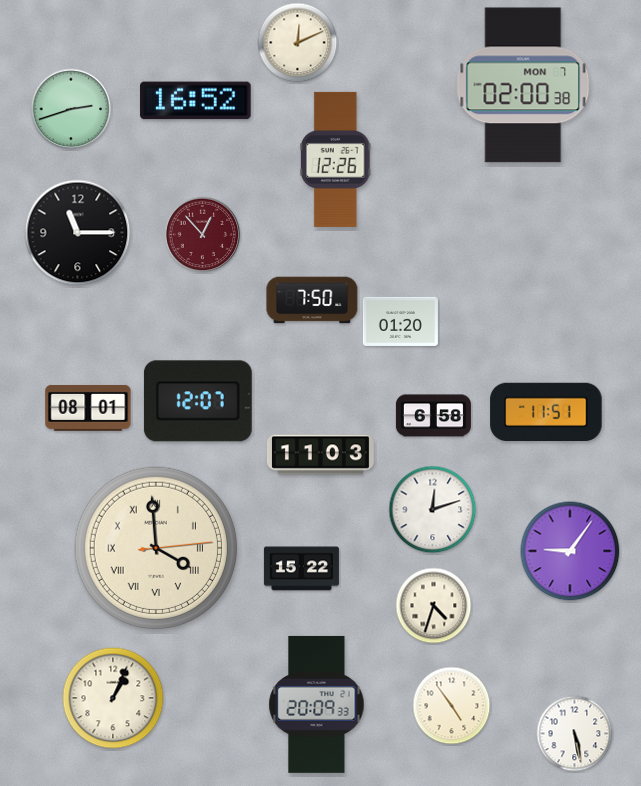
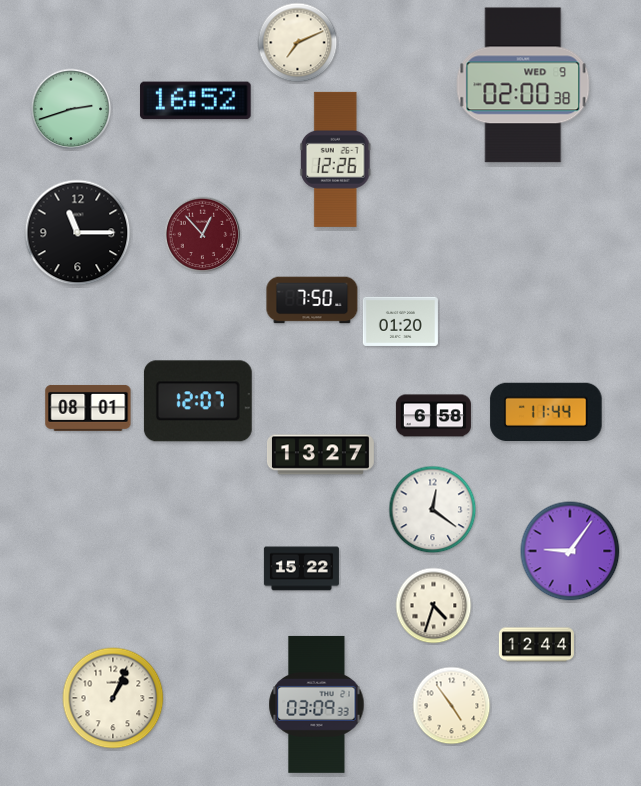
clock at (298, 43): 12:11 -> 7:11
clock at (523, 85) date: MON 7 -> WED 9
clock at (546, 411): 11:51 -> 11:44
clock at (320, 455): 11:03 -> 13:27
clock at (433, 510): 12:12 -> 12:21
clock at (156, 548): 3:59 -> none
clock at (536, 645): none -> 12:44
clock at (317, 704): 20:09 -> 03:09
clock at (575, 734): 5:28 -> none
